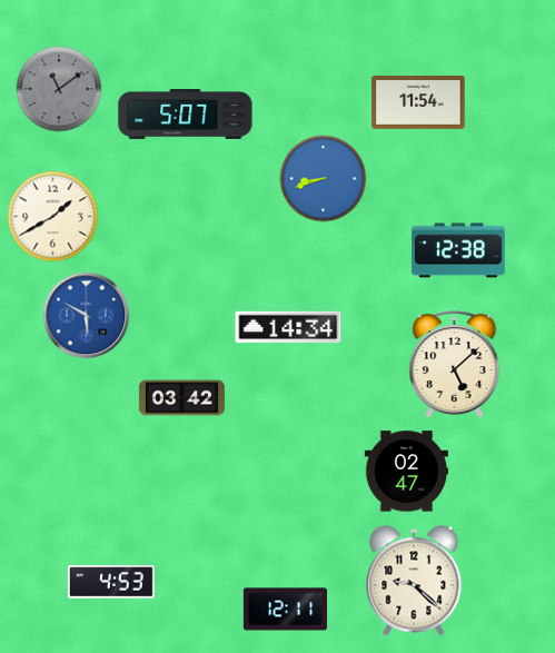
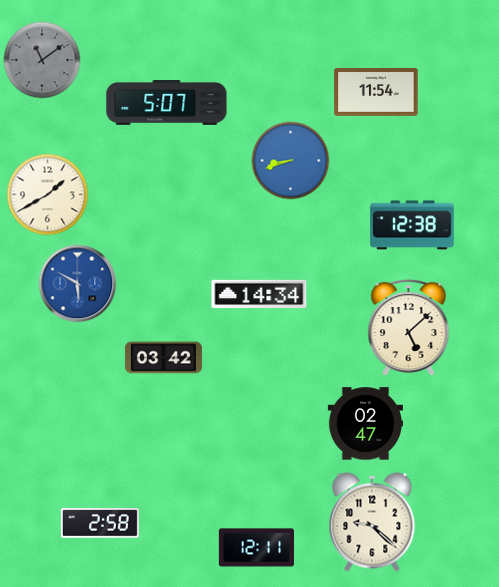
clock at (59, 89) position: (59, 89) -> (42, 60)
clock at (111, 583): 4:53 -> 2:58
